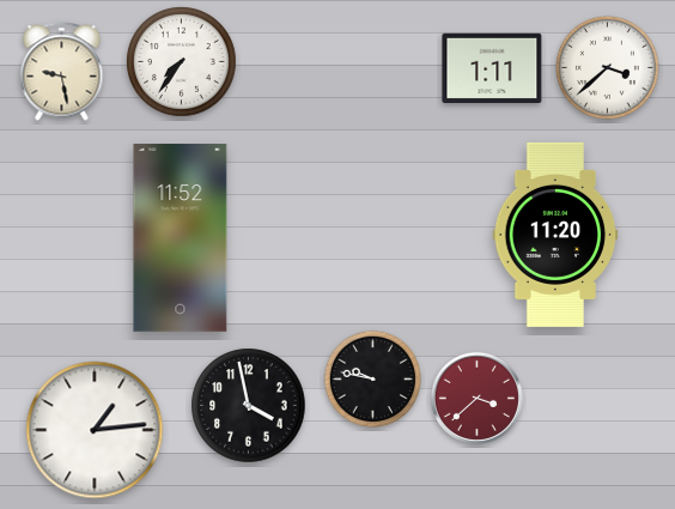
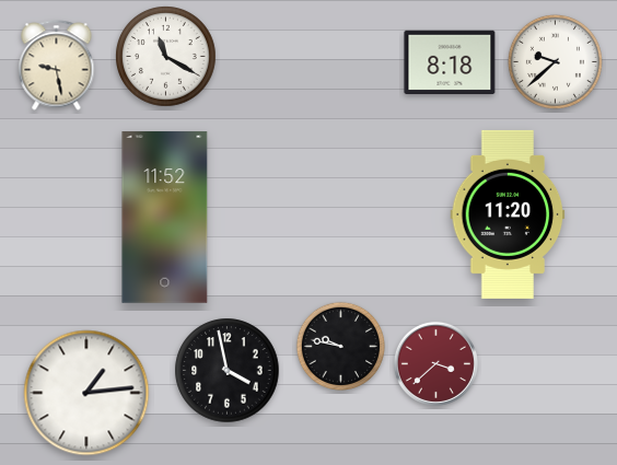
clock at (182, 62): 7:36 -> 11:20
clock at (492, 67): 1:11 -> 8:18
clock at (607, 67): 3:38 -> 9:38
